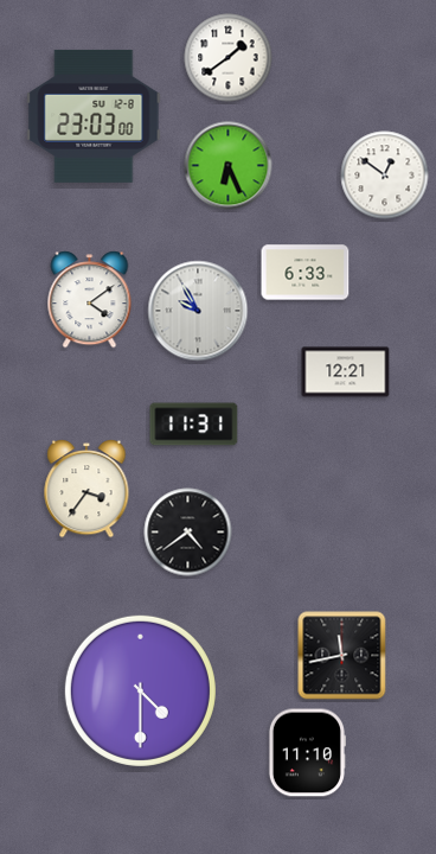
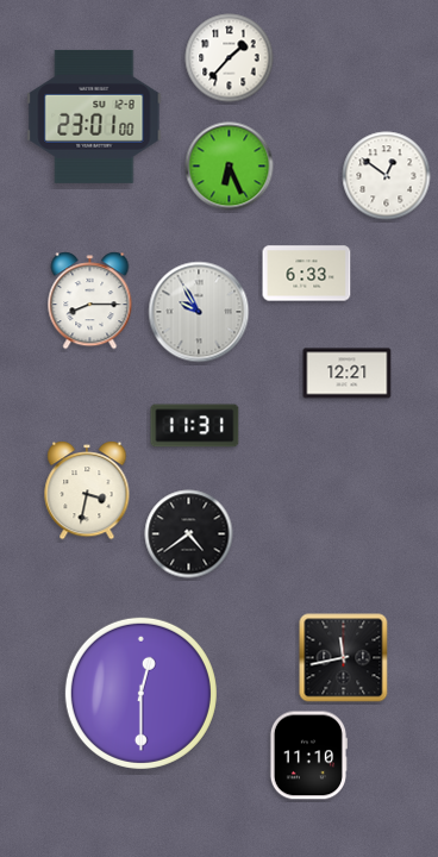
clock at (229, 58): 1:39 -> 1:37
clock at (94, 116): 23:03 -> 23:01
clock at (90, 300): 4:09 -> 8:15
clock at (86, 489): 3:36 -> 3:32
clock at (140, 690): 4:30 -> 12:30
